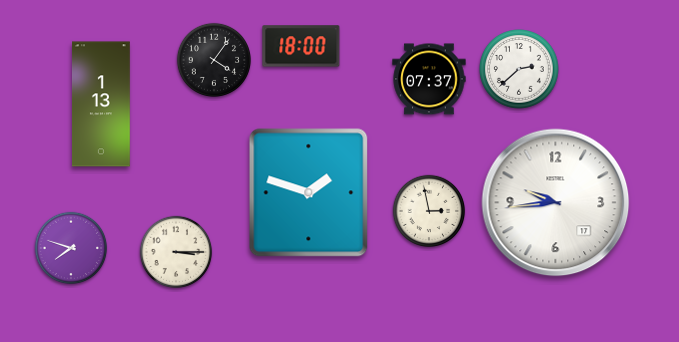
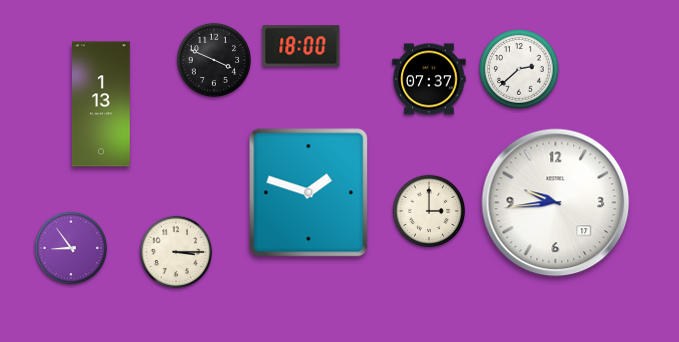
clock at (214, 60): 4:06 -> 3:49
clock at (429, 211): 2:58 -> 3:00
clock at (71, 248): 7:48 -> 8:54
